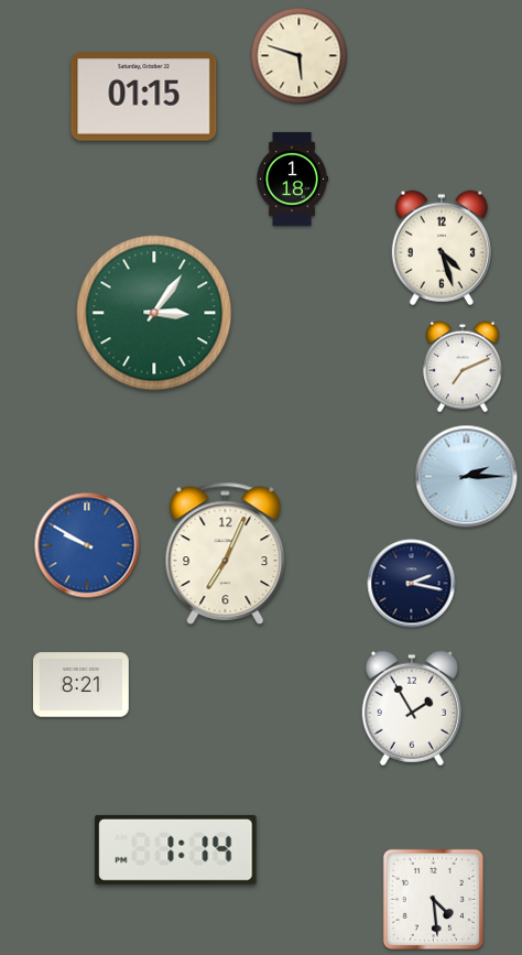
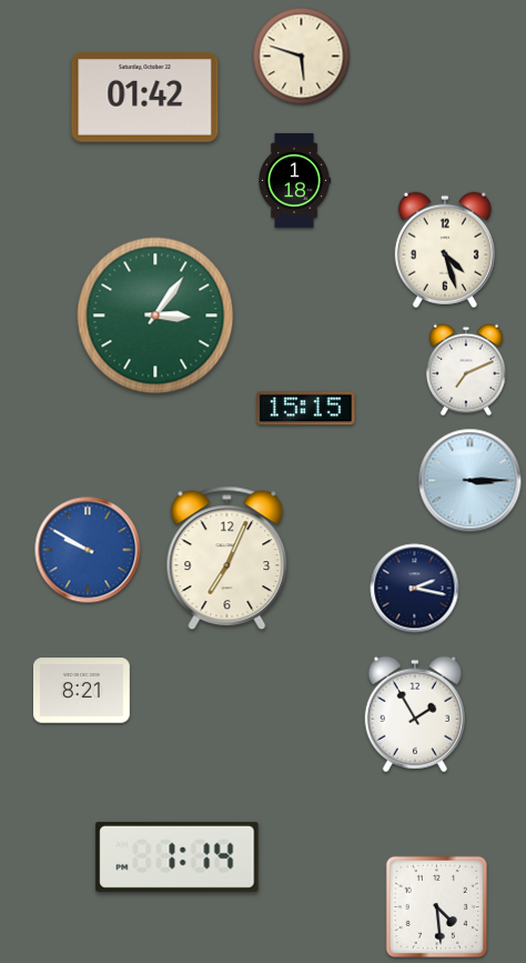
clock at (144, 97): 01:15 -> 01:42
clock at (306, 409): none -> 15:15
clock at (467, 477): 2:15 -> 3:15
